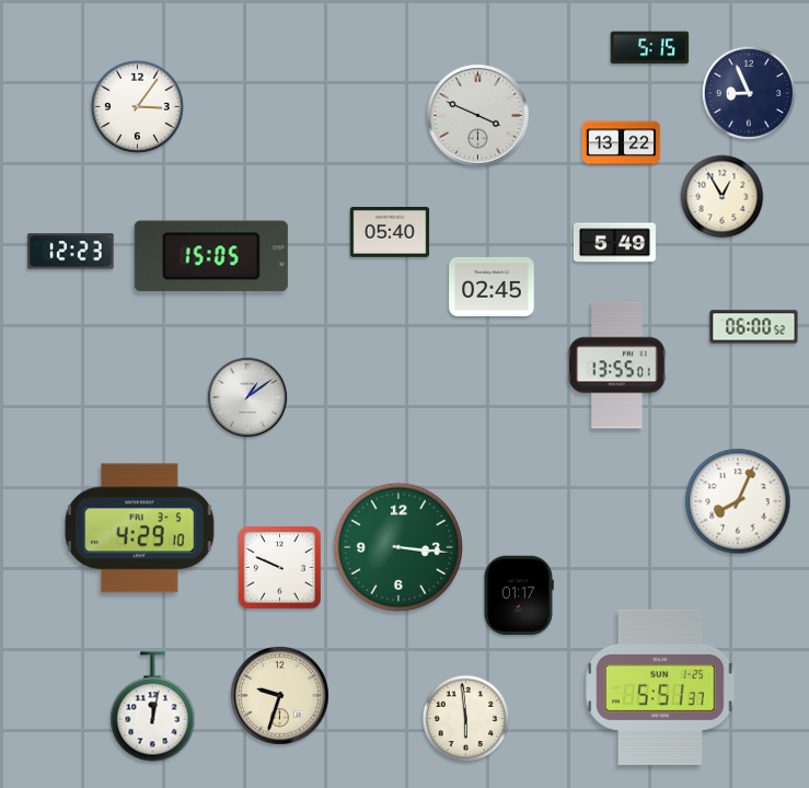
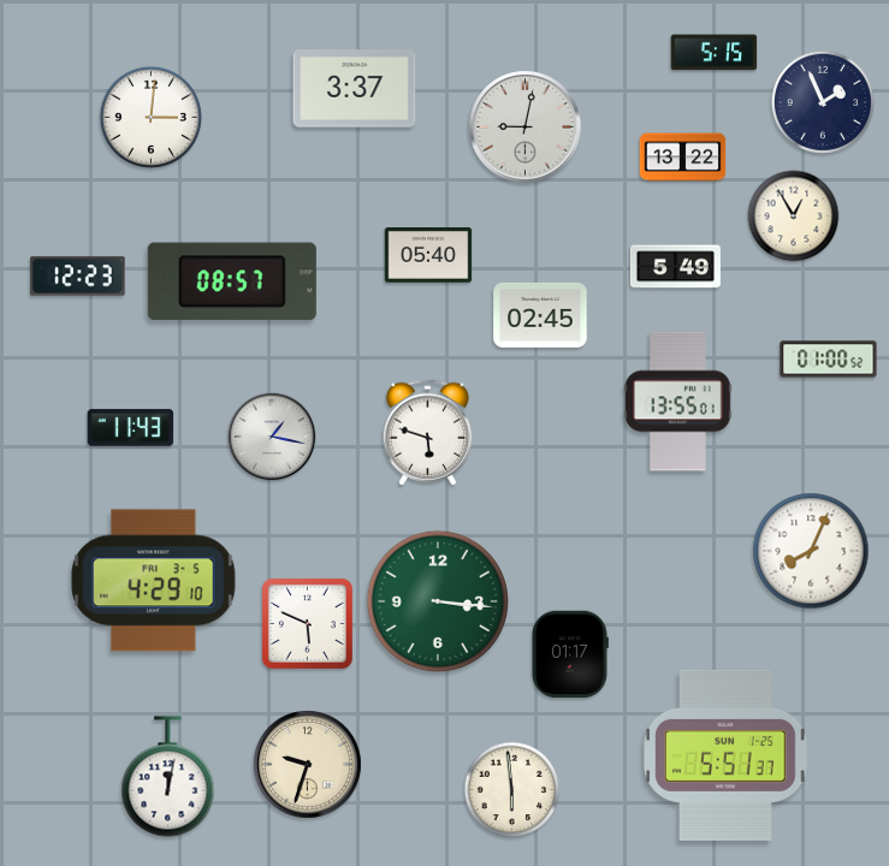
clock at (355, 89): none -> 3:37
clock at (749, 93): 8:56 -> 1:56
clock at (137, 106): 3:06 -> 3:01
clock at (478, 116): 3:49 -> 9:02
clock at (211, 256): 15:05 -> 08:57
clock at (754, 327): 06:00 -> 01:00
clock at (131, 428): none -> 11:43
clock at (428, 433): none -> 5:48
clock at (247, 397): 1:09 -> 1:17
clock at (279, 567): 9:49 -> 5:49
